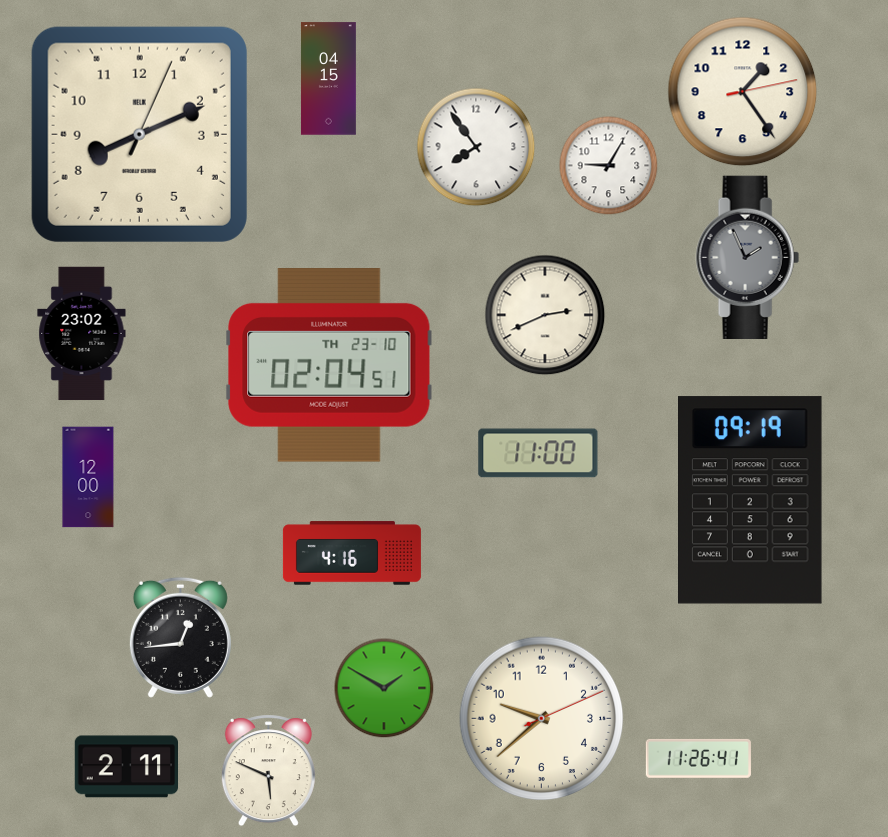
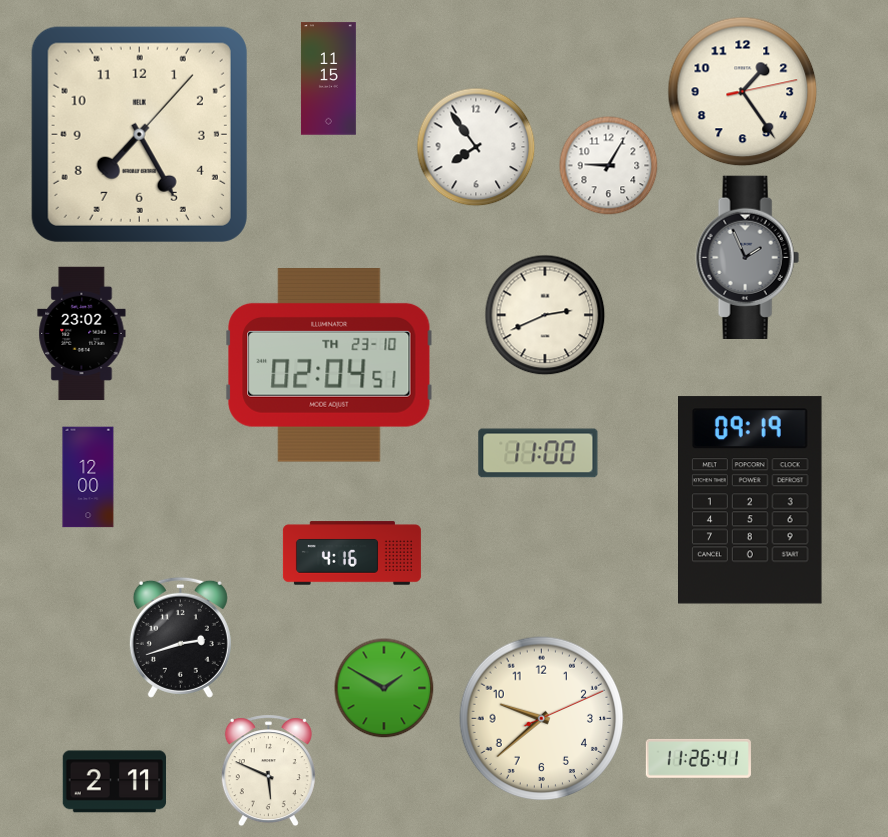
clock at (329, 79): 04:15 -> 11:15
clock at (139, 134): 8:11 -> 7:25
clock at (180, 637): 12:44 -> 2:42
clock at (126, 767) position: (126, 767) -> (114, 782)
